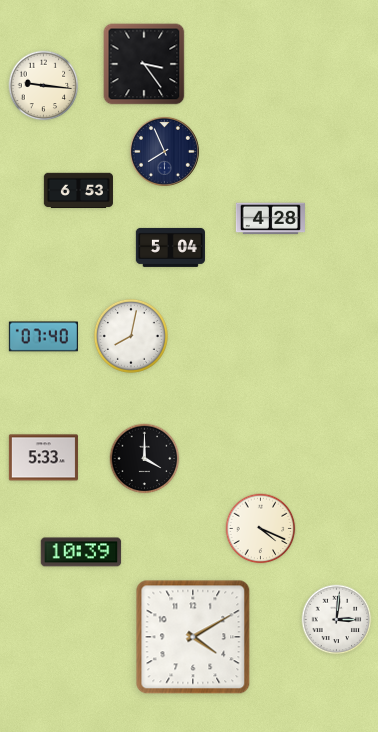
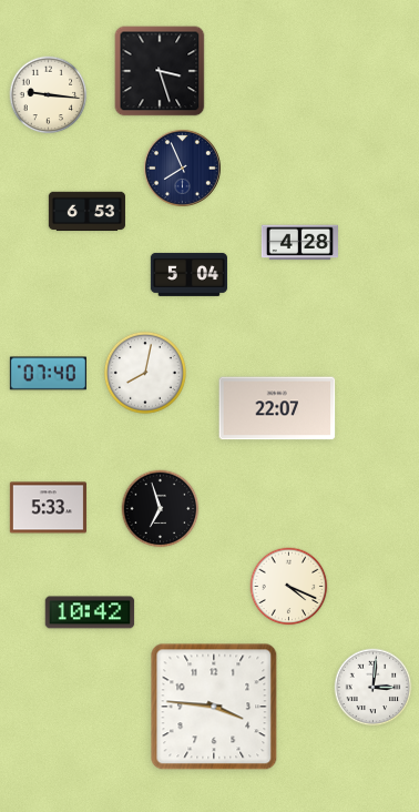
clock at (144, 64): 3:24 -> 3:27
clock at (277, 408): none -> 22:07
clock at (145, 459): 4:00 -> 6:57
clock at (81, 552): 10:39 -> 10:42
clock at (193, 637): 4:10 -> 3:46
